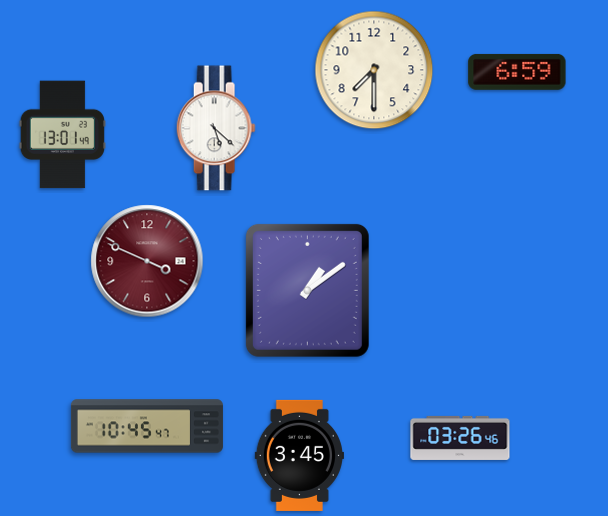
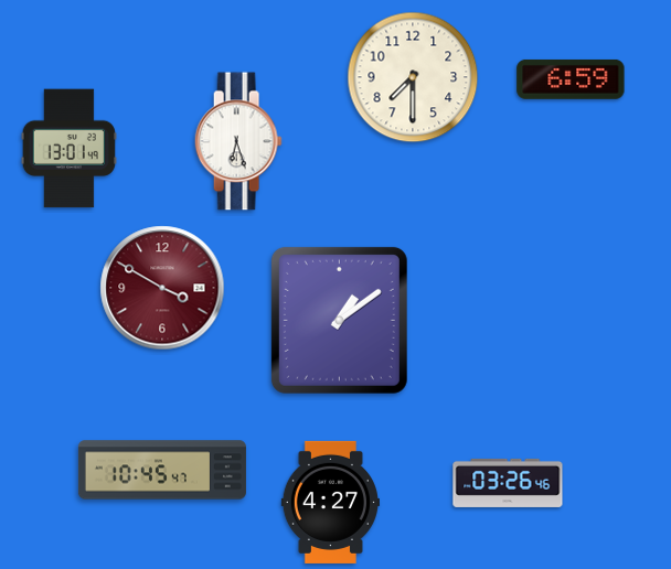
clock at (216, 128): 5:22 -> 6:27
clock at (147, 261): 3:49 -> 3:50
clock at (299, 455): 3:45 -> 4:27
